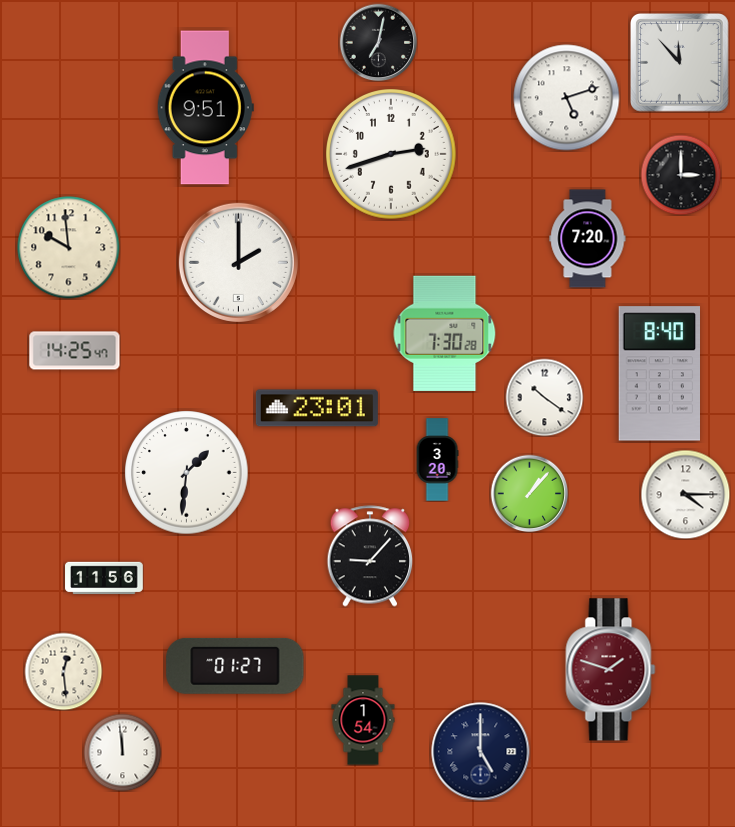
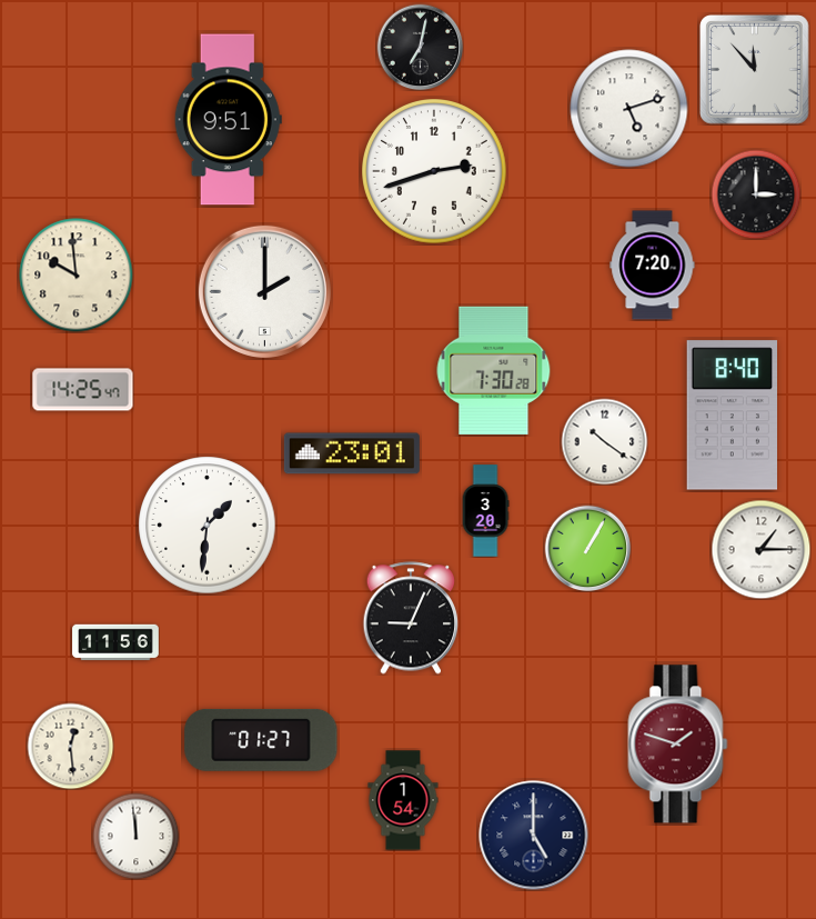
clock at (529, 493): 1:07 -> 1:05
clock at (685, 494): 4:15 -> 1:15
clock at (370, 556): 9:07 -> 9:04
